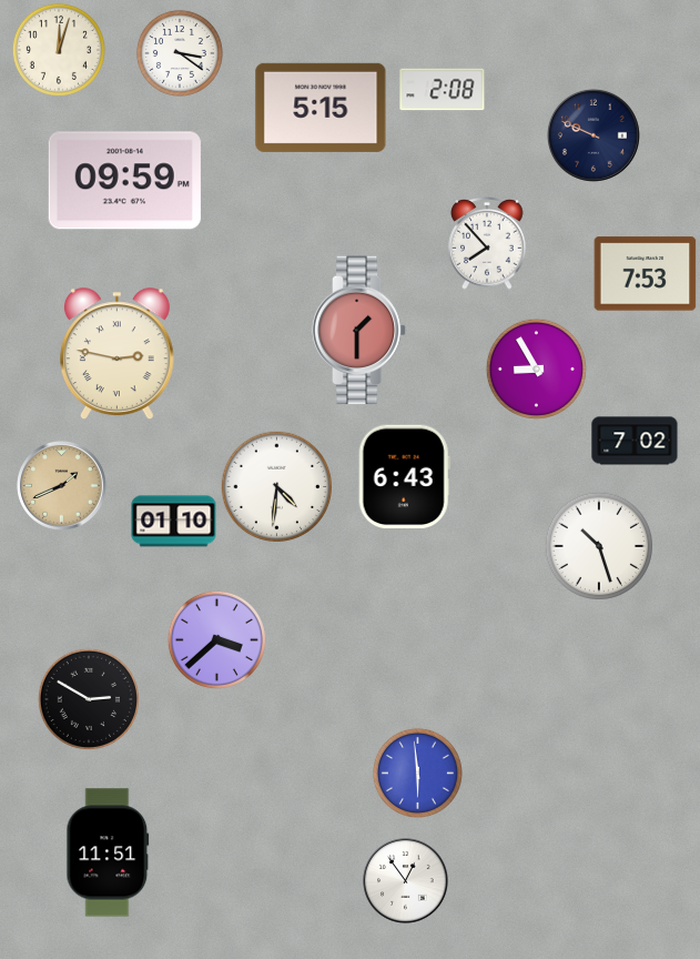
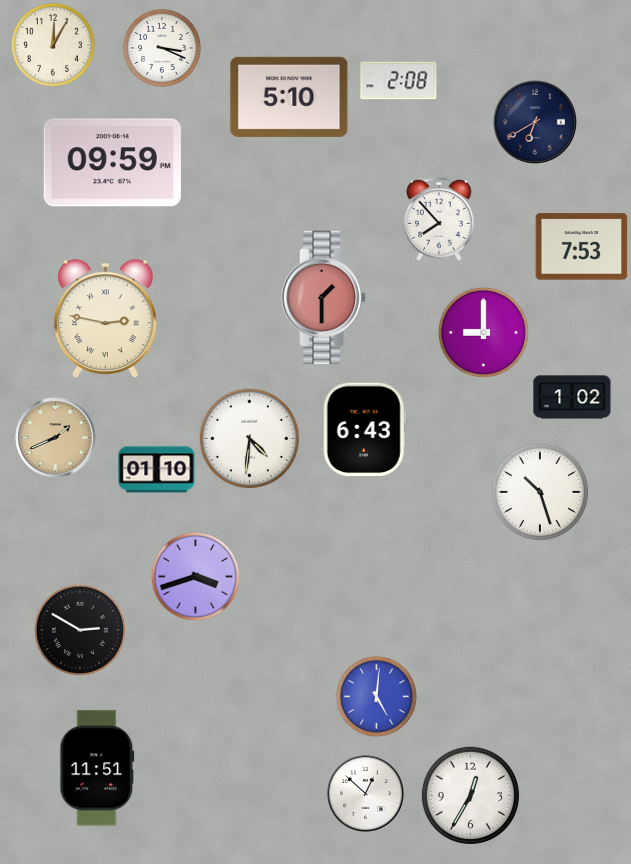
clock at (59, 50): 12:03 -> 12:05
clock at (180, 53): 3:21 -> 3:19
clock at (321, 108): 5:15 -> 5:10
clock at (594, 135): 9:49 -> 6:40
clock at (536, 369): 8:55 -> 9:00
clock at (635, 441): 7:02 -> 1:02
clock at (216, 639): 3:38 -> 3:42
clock at (417, 773): 5:59 -> 5:01
clock at (406, 881): 12:54 -> 12:52
clock at (470, 795): none -> 12:35
